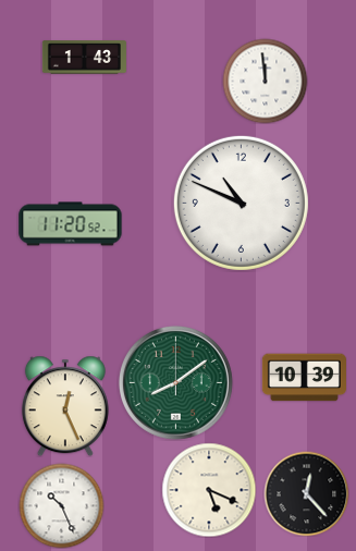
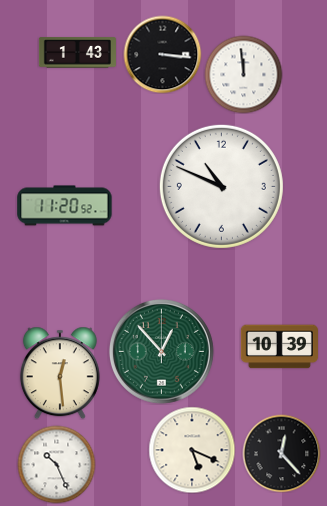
clock at (162, 54): none -> 3:16
clock at (175, 382): 8:09 -> 12:53
clock at (65, 406): 12:26 -> 12:29
